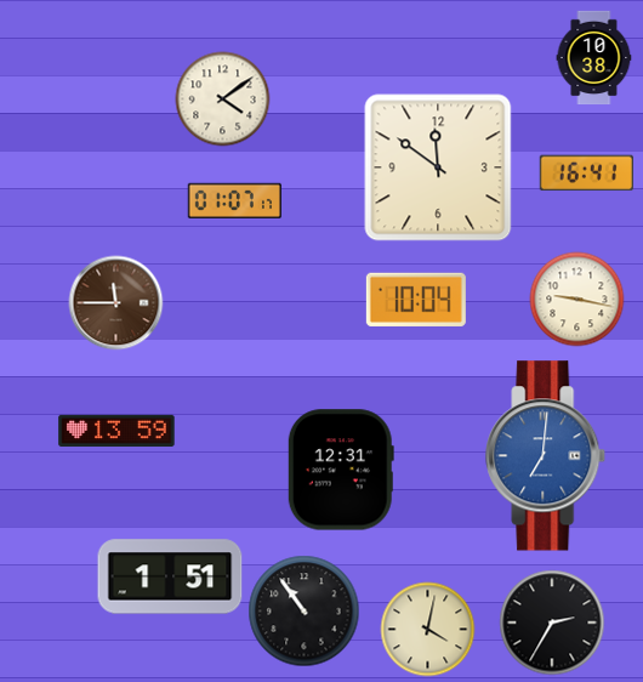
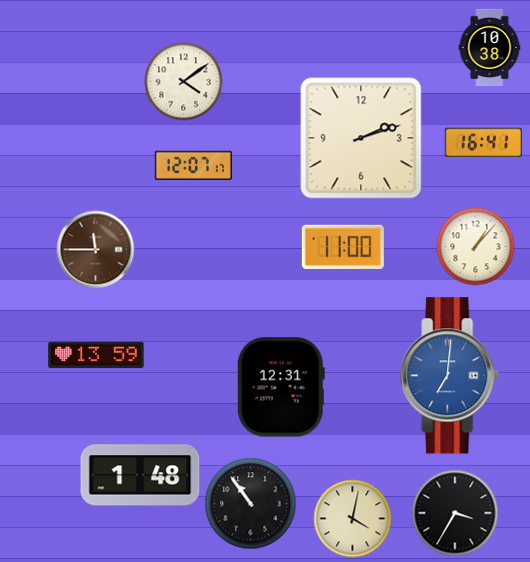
clock at (438, 167): 11:51 -> 2:12
clock at (234, 200): 01:07 -> 12:07
clock at (576, 299): 9:17 -> 1:07
clock at (416, 300): 10:04 -> 11:00
clock at (170, 576): 1:51 -> 1:48
clock at (552, 623): 2:35 -> 3:35
